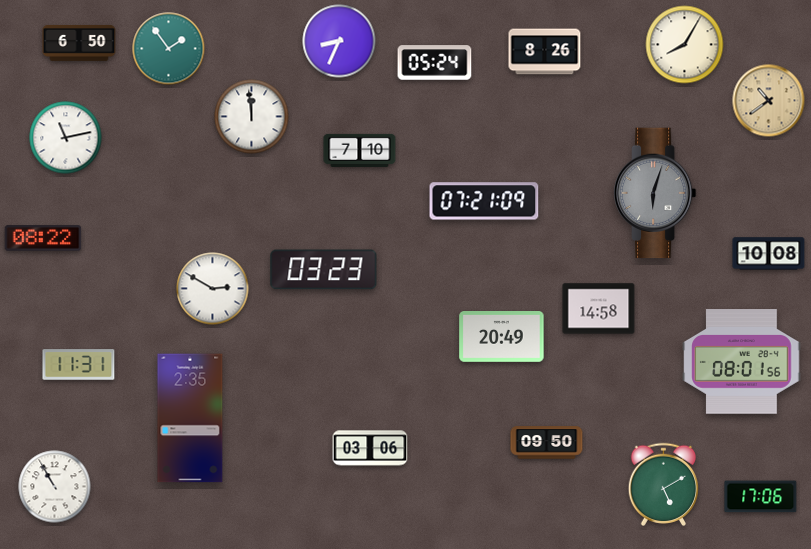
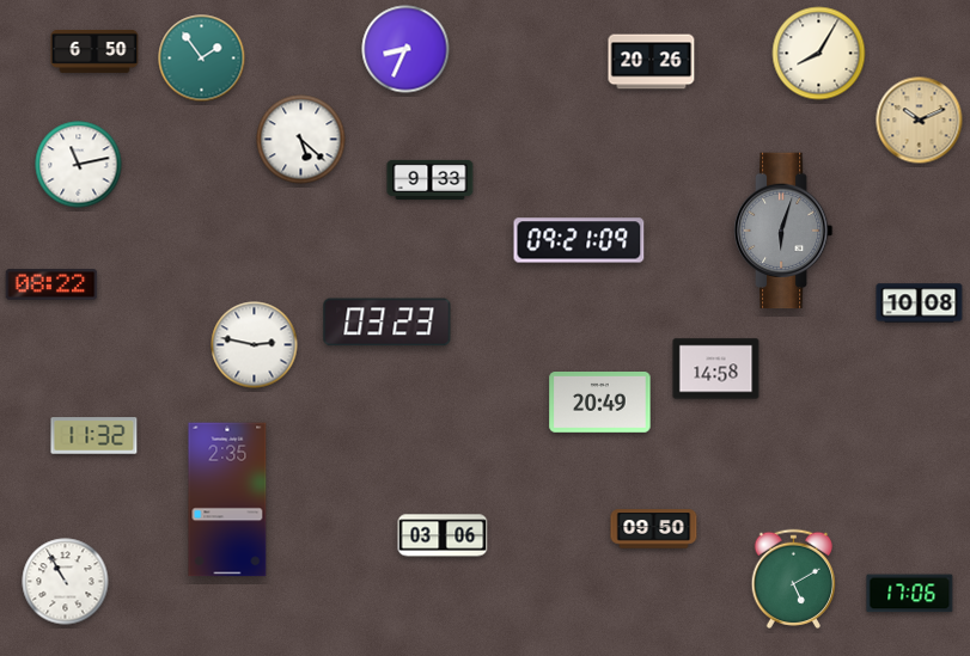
clock at (545, 52): 8:26 -> 20:26
clock at (435, 63): 05:24 -> none
clock at (769, 101): 10:39 -> 10:11
clock at (252, 117): 11:59 -> 5:22
clock at (360, 150): 7:10 -> 9:33
clock at (484, 201): 07:21 -> 09:21
clock at (213, 289): 2:50 -> 2:47
clock at (742, 362): 08:01 -> none
clock at (79, 365): 11:31 -> 11:32
